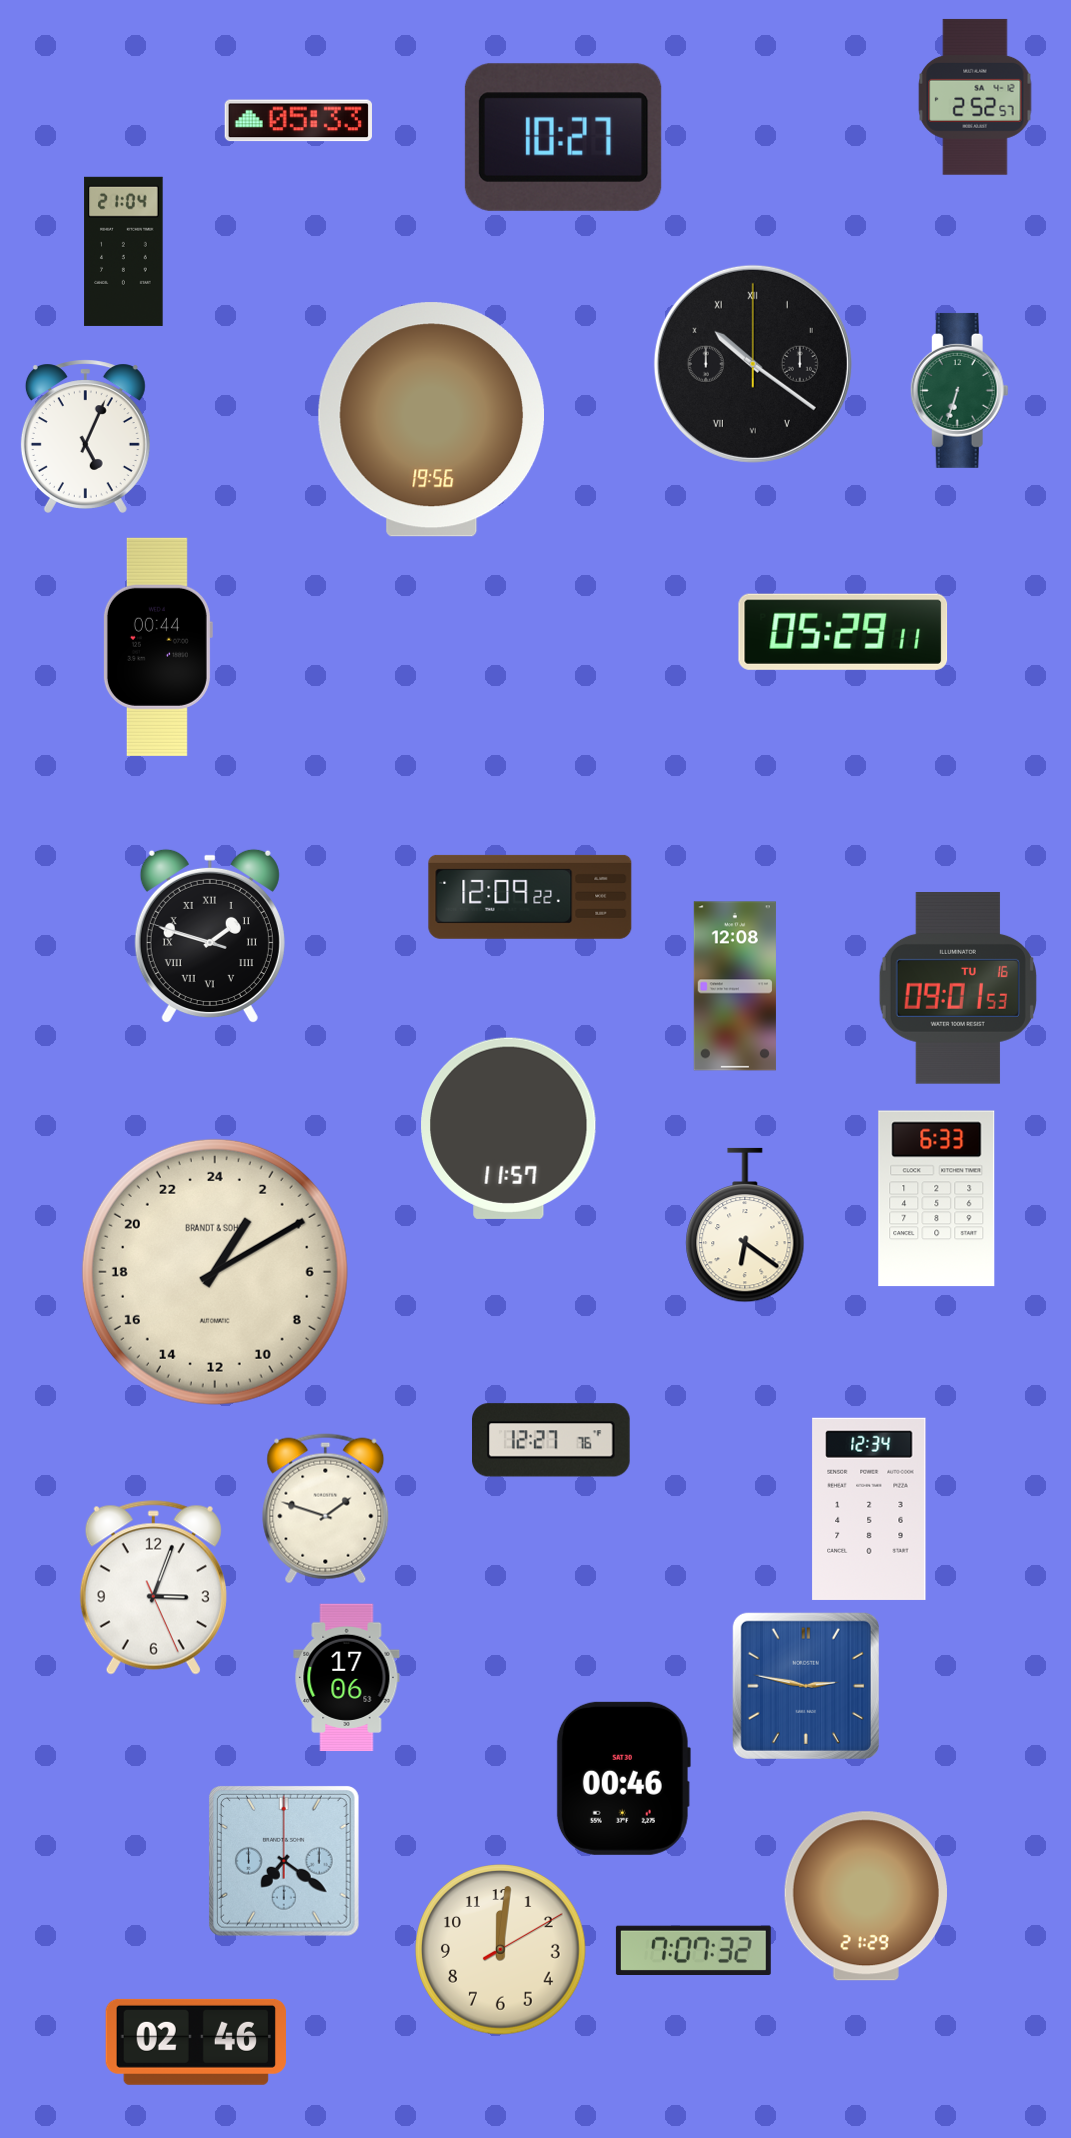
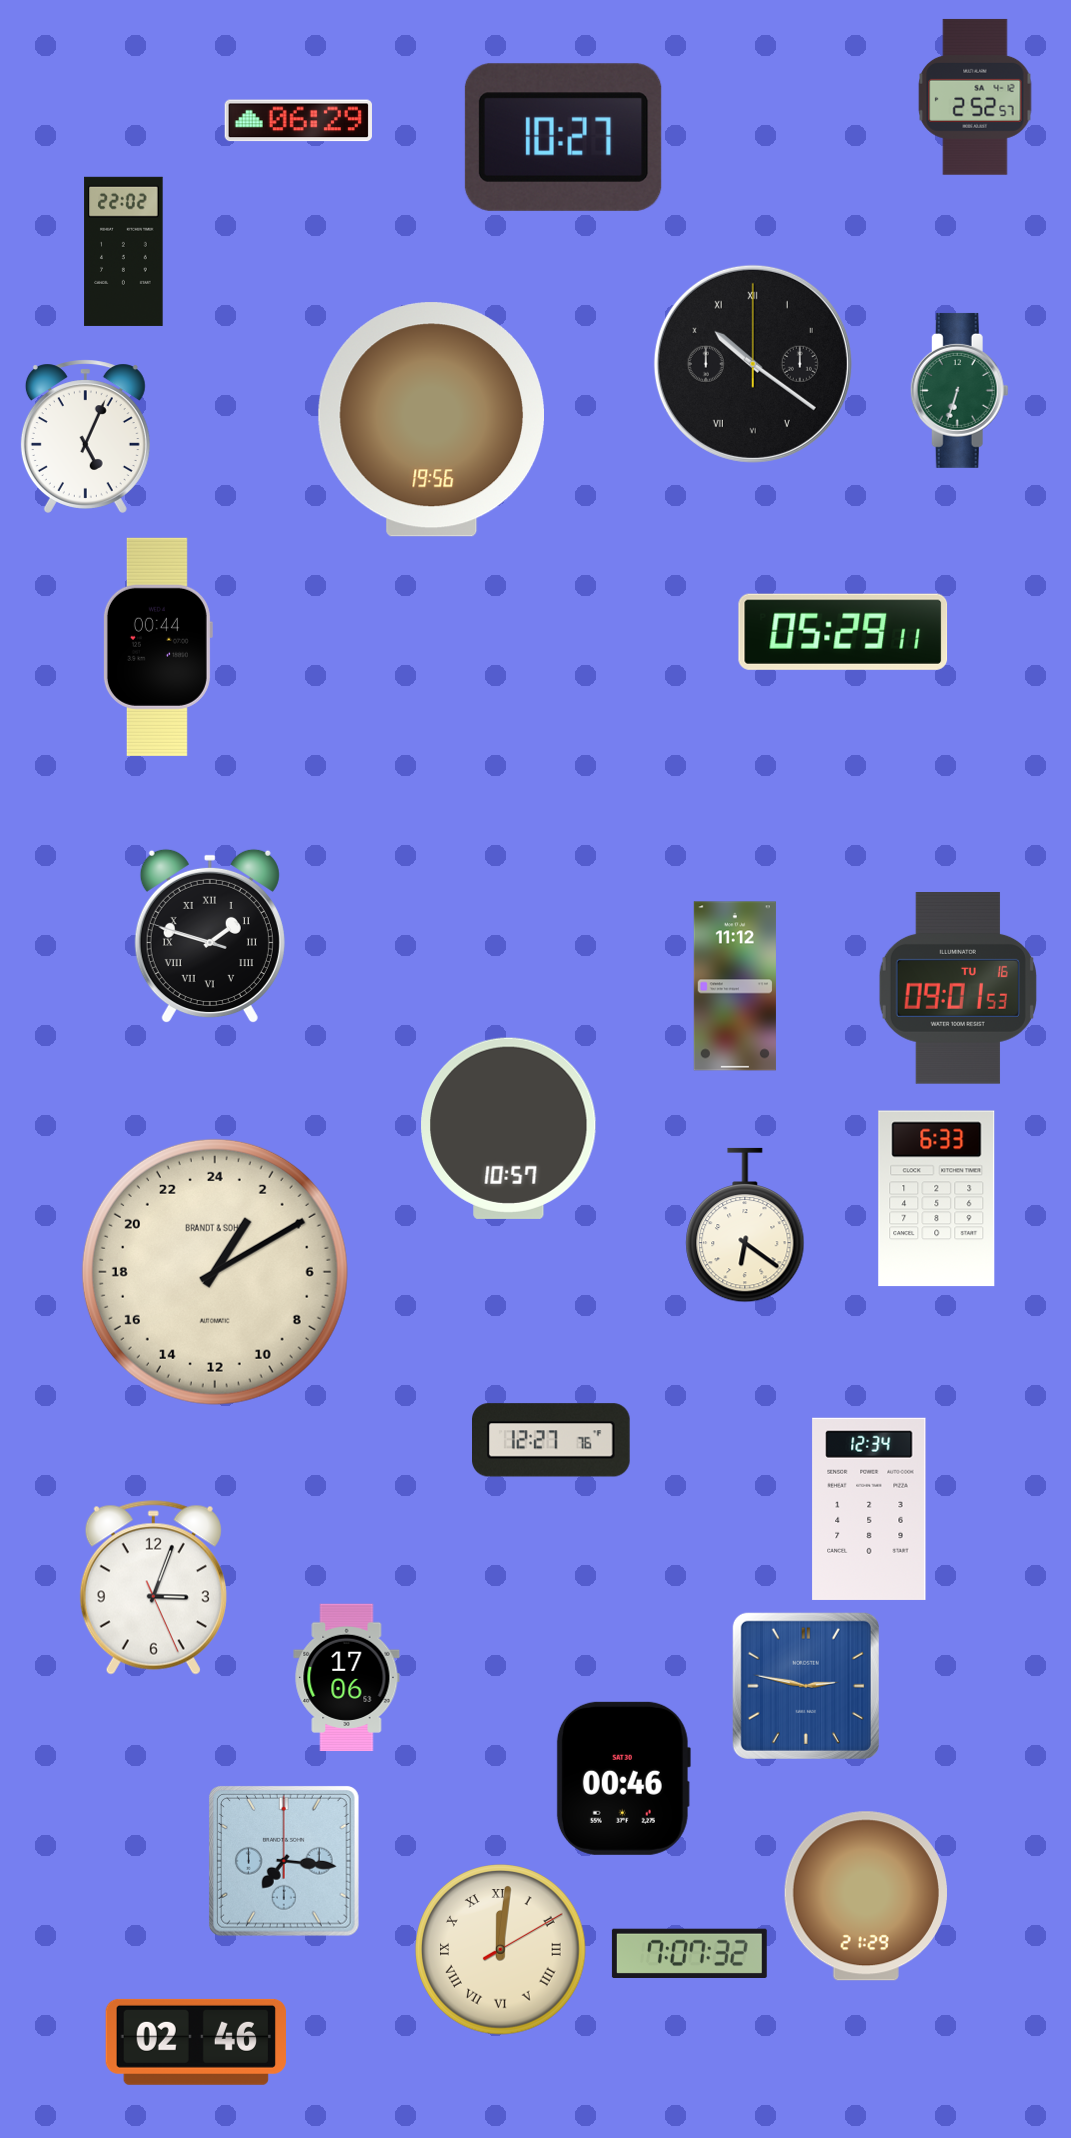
clock at (298, 121): 05:33 -> 06:29
clock at (124, 251): 21:04 -> 22:02
clock at (530, 897): 12:09 -> none
clock at (735, 986): 12:08 -> 11:12
clock at (509, 1128): 11:57 -> 10:57
clock at (326, 1509): 1:48 -> none
clock at (284, 1861): 7:21 -> 7:16
clock at (501, 1950) numerals: Arabic -> Roman
clock at (693, 1950) position: (693, 1950) -> (689, 1953)
